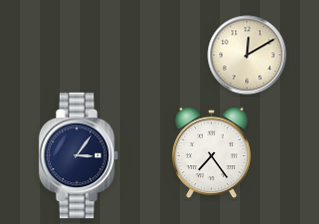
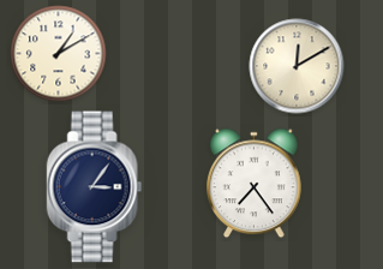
clock at (59, 54): none -> 1:10
